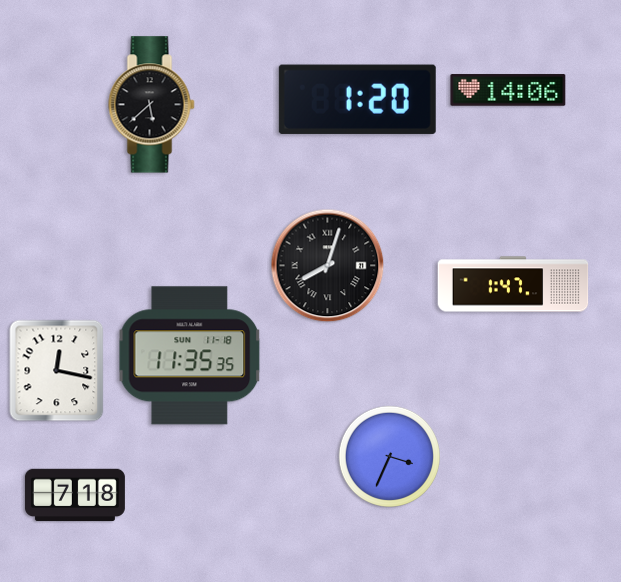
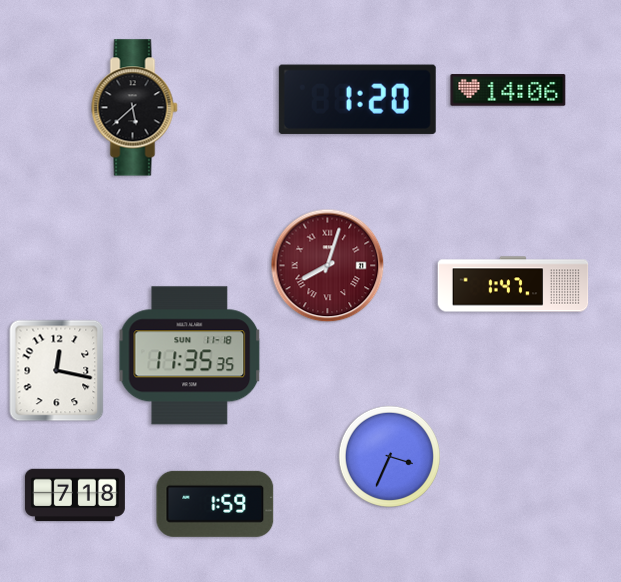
clock at (152, 105) position: (152, 105) -> (135, 108)
clock at (328, 266) dial: black -> burgundy
clock at (215, 504): none -> 1:59
